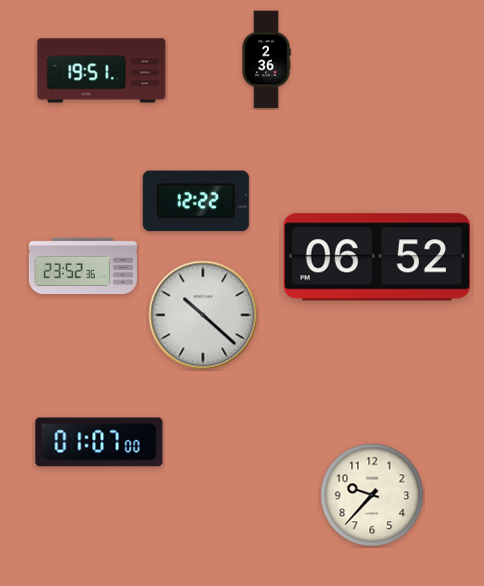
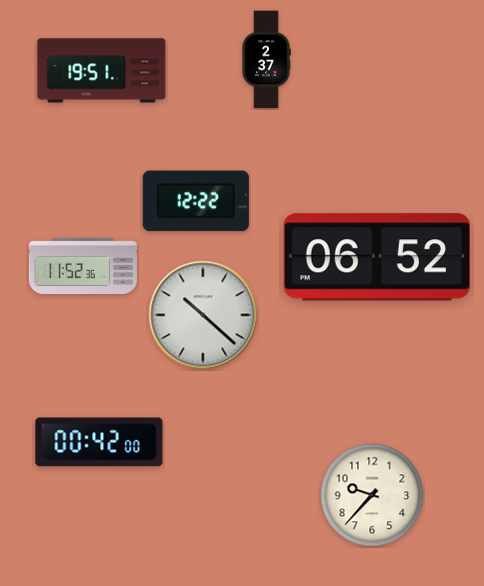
clock at (266, 60): 2:36 -> 2:37
clock at (83, 265): 23:52 -> 11:52
clock at (99, 442): 01:07 -> 00:42
